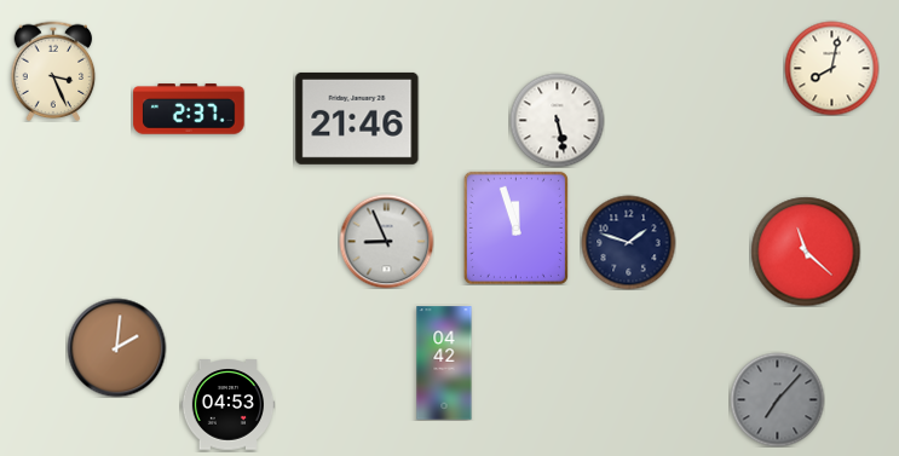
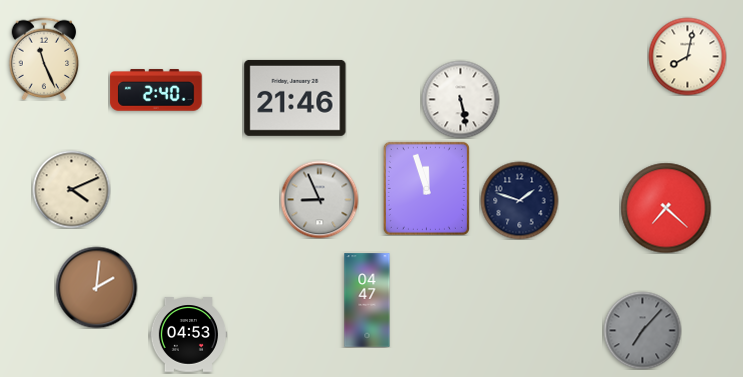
clock at (53, 71): 3:26 -> 11:26
clock at (189, 109): 2:37 -> 2:40
clock at (71, 189): none -> 4:11
clock at (806, 252): 11:22 -> 7:22
clock at (444, 363): 04:42 -> 04:47
